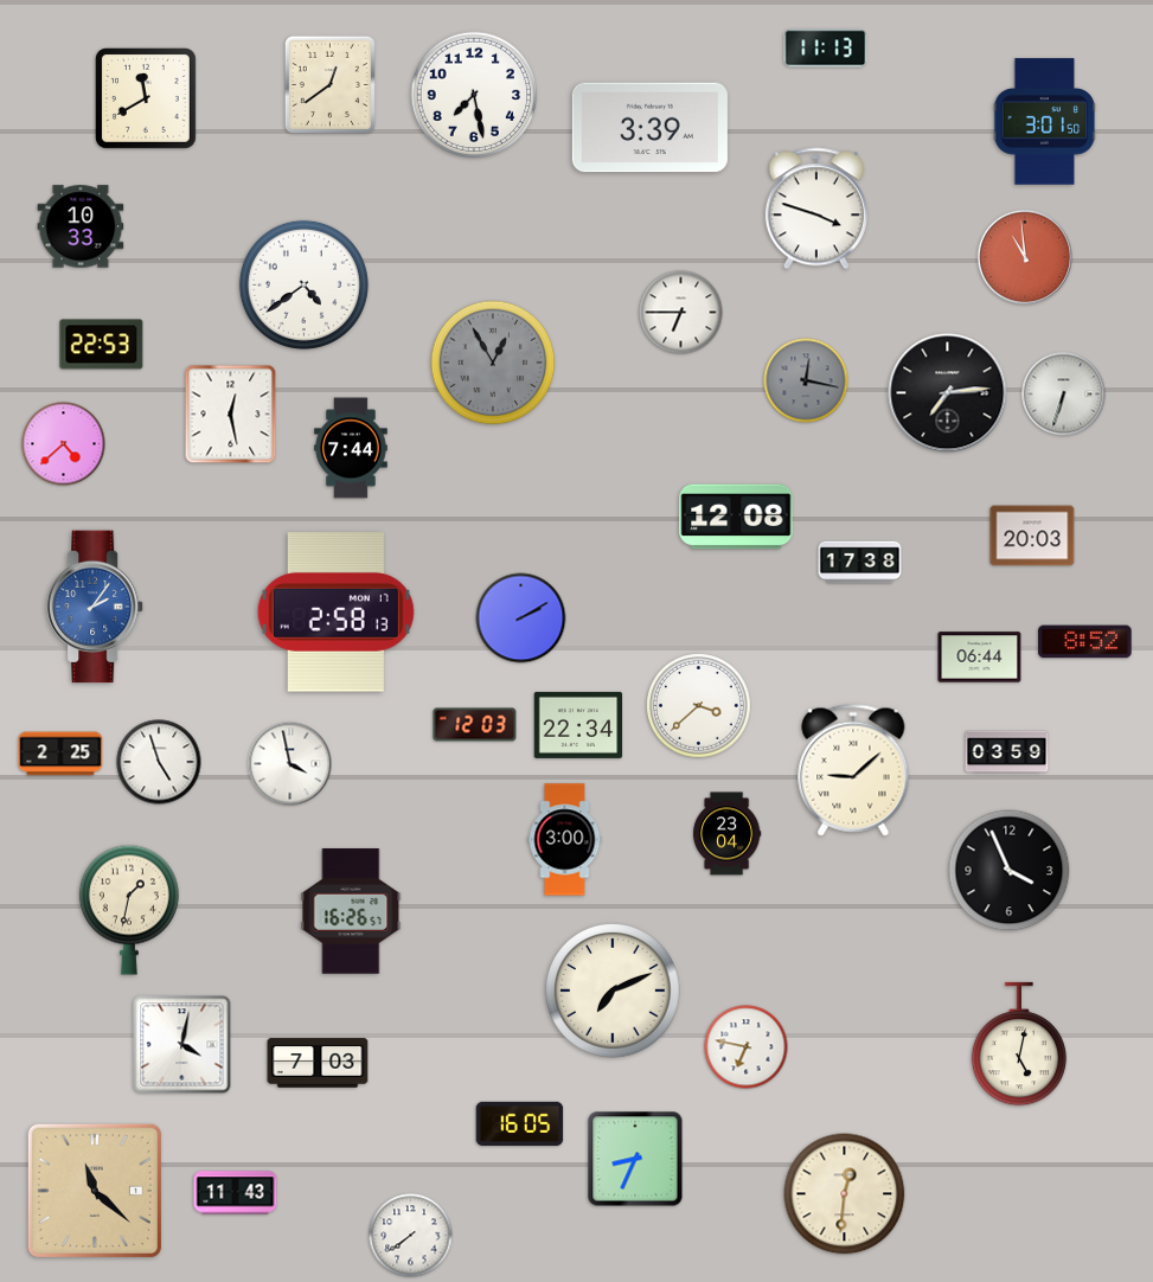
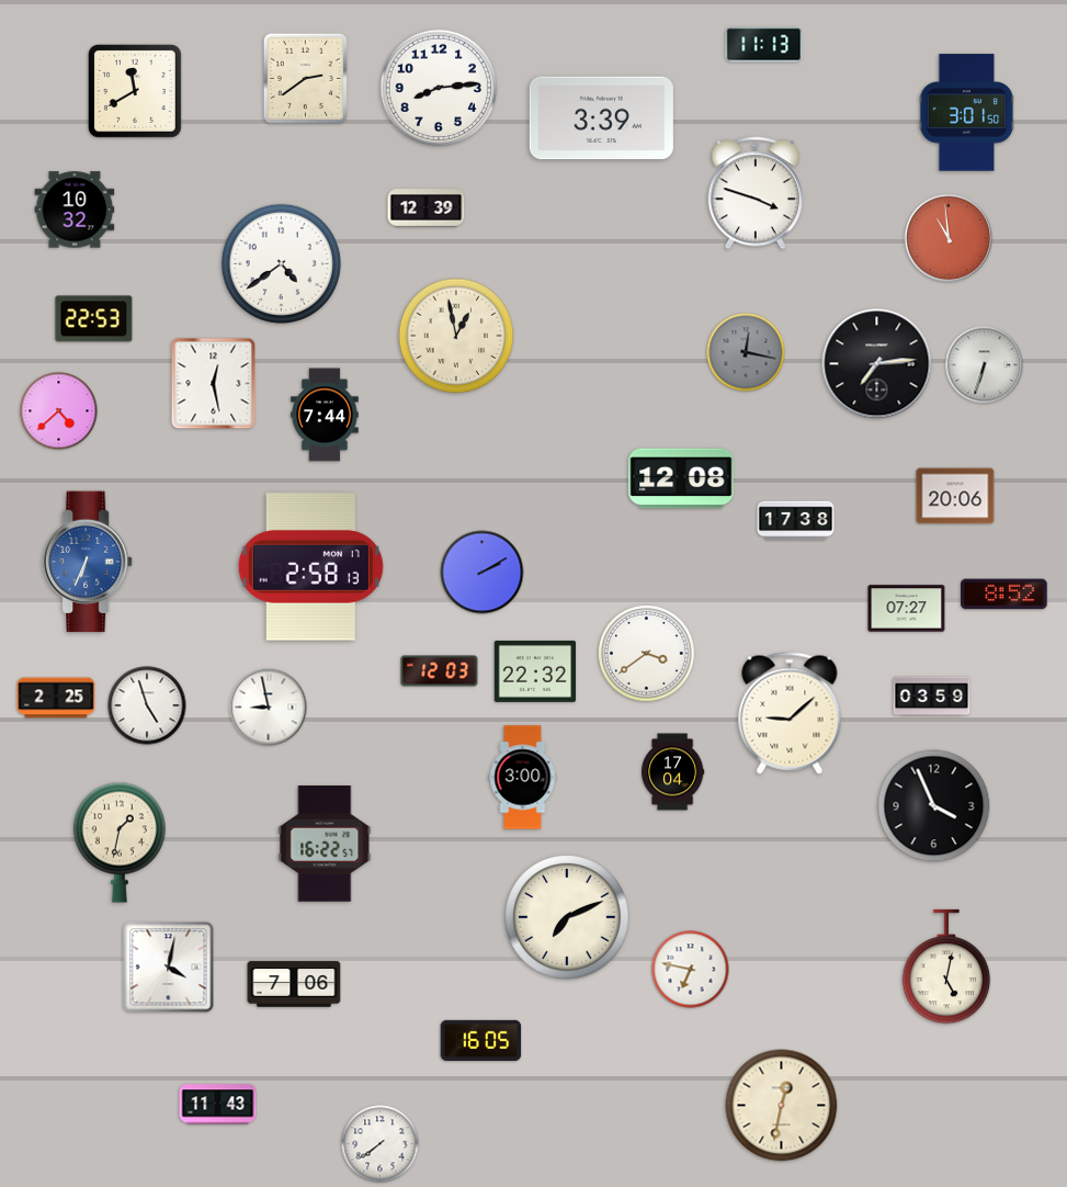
clock at (329, 84): 12:39 -> 2:39
clock at (474, 95): 7:28 -> 8:14
clock at (427, 208): none -> 12:39
clock at (81, 226): 10:33 -> 10:32
clock at (681, 313): 6:45 -> none
clock at (493, 363): 12:55 -> 12:58
clock at (493, 363) dial: grey -> cream
clock at (1032, 536): 20:03 -> 20:06
clock at (95, 607): 2:06 -> 6:34
clock at (980, 658): 06:44 -> 07:27
clock at (699, 706): 3:38 -> 3:39
clock at (578, 725): 22:34 -> 22:32
clock at (290, 764): 3:58 -> 8:58
clock at (728, 834): 23:04 -> 17:04
clock at (351, 911): 16:26 -> 16:22
clock at (1019, 1044) position: (1019, 1044) -> (946, 966)
clock at (318, 1063): 7:03 -> 7:06
clock at (635, 1159): 8:34 -> none
clock at (95, 1191): 11:22 -> none
clock at (845, 1194): 12:31 -> 12:32
